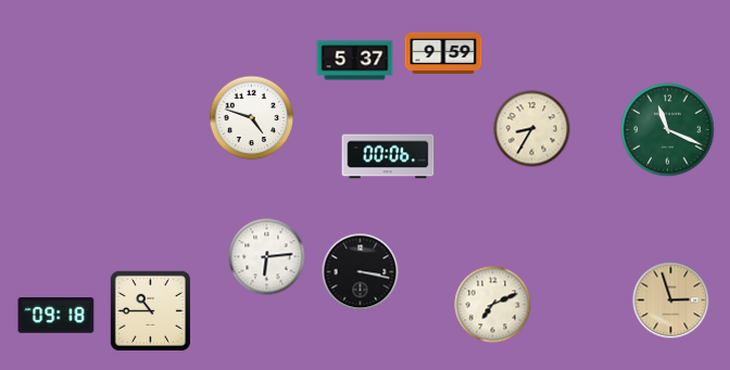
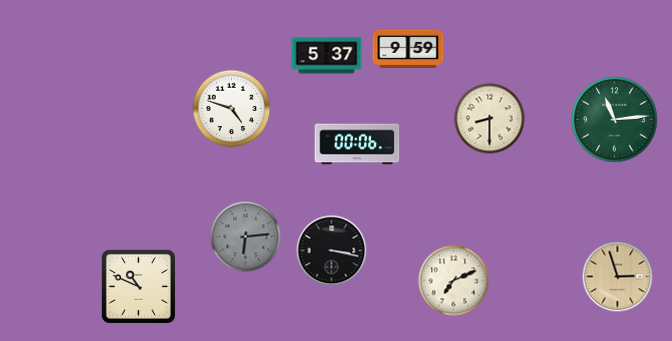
clock at (532, 129): 8:35 -> 8:30
clock at (668, 130): 11:19 -> 11:14
clock at (267, 257) dial: white -> grey
clock at (150, 310): 10:45 -> 10:49
clock at (56, 316): 09:18 -> none
